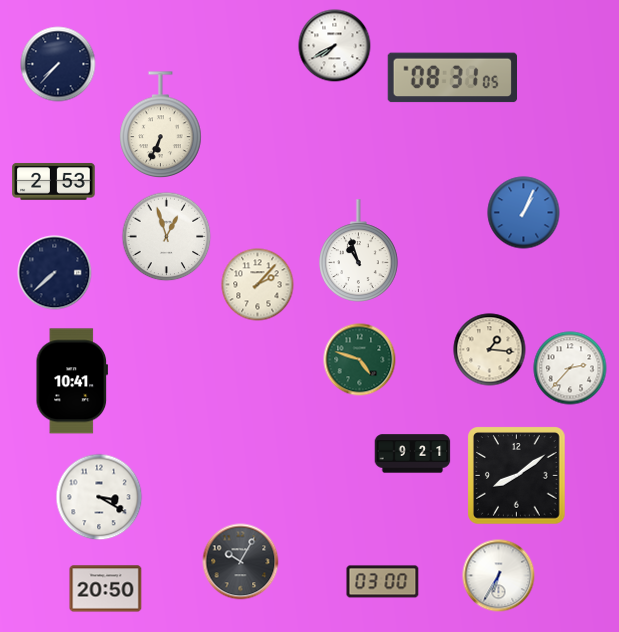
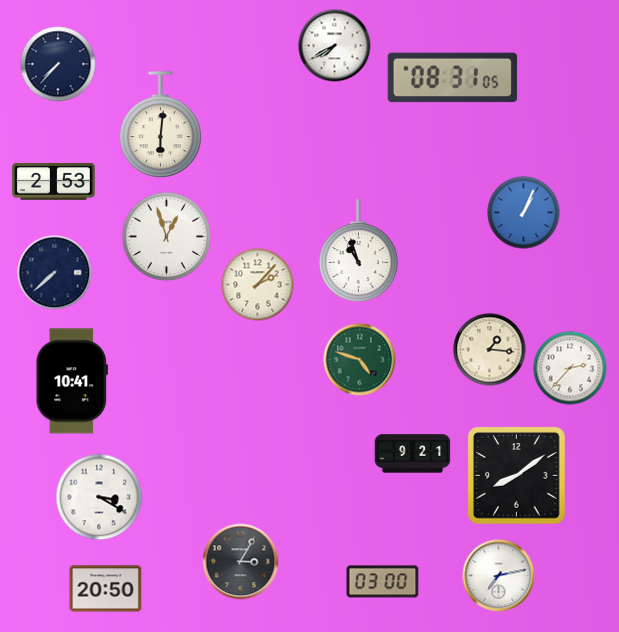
clock at (161, 125): 6:34 -> 6:01
clock at (241, 562): 10:05 -> 3:05
clock at (499, 576): 6:35 -> 7:13
